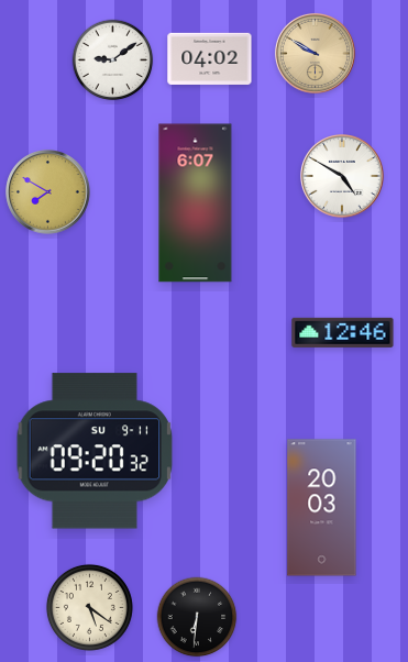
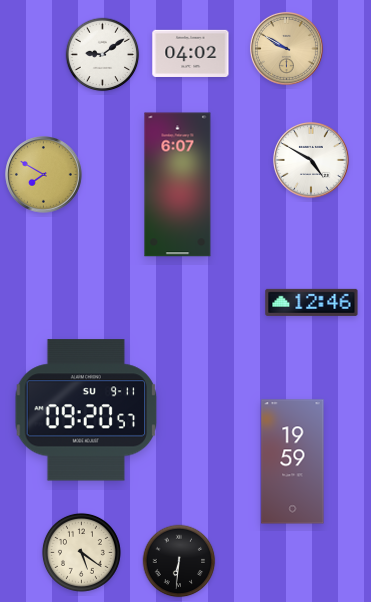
clock at (95, 451): 09:20:32 -> 09:20:57
clock at (322, 508): 20:03 -> 19:59
